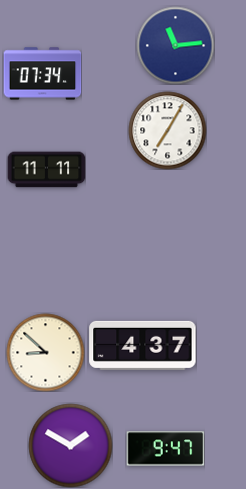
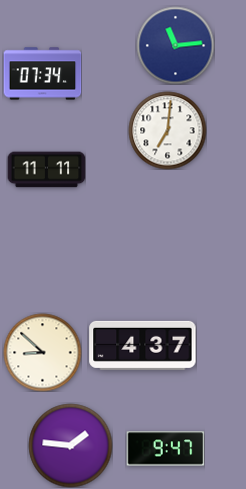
clock at (167, 130): 7:05 -> 7:01
clock at (45, 352) position: (45, 352) -> (42, 352)
clock at (70, 445): 1:50 -> 1:46
